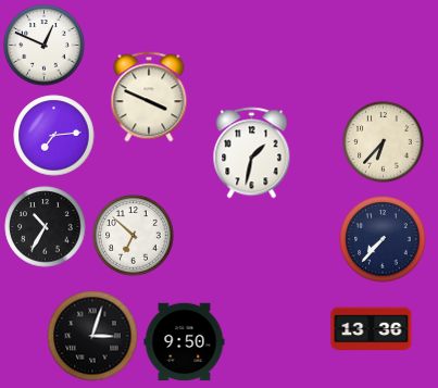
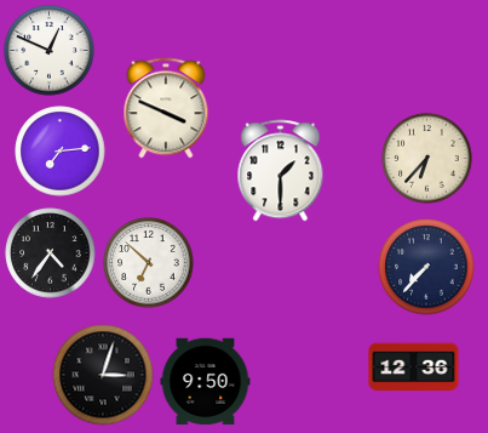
clock at (252, 153): 1:32 -> 1:30
clock at (46, 227): 10:35 -> 4:36
clock at (372, 329): 13:36 -> 12:36
